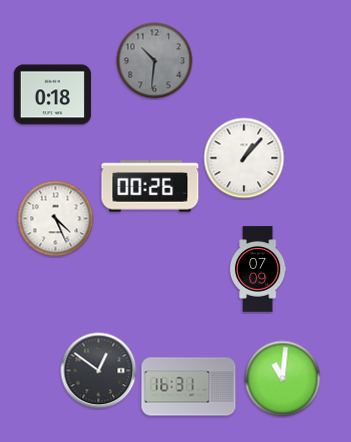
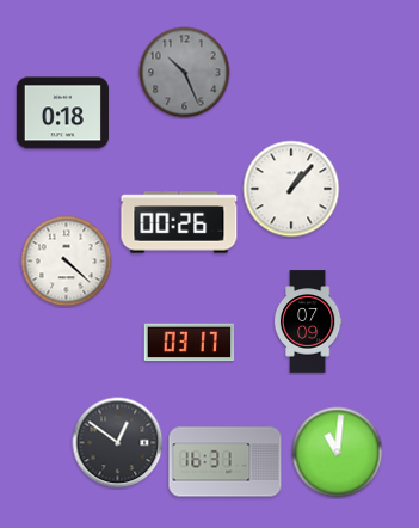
clock at (155, 61): 10:31 -> 10:26
clock at (56, 219): 4:26 -> 4:22
clock at (190, 343): none -> 03:17
